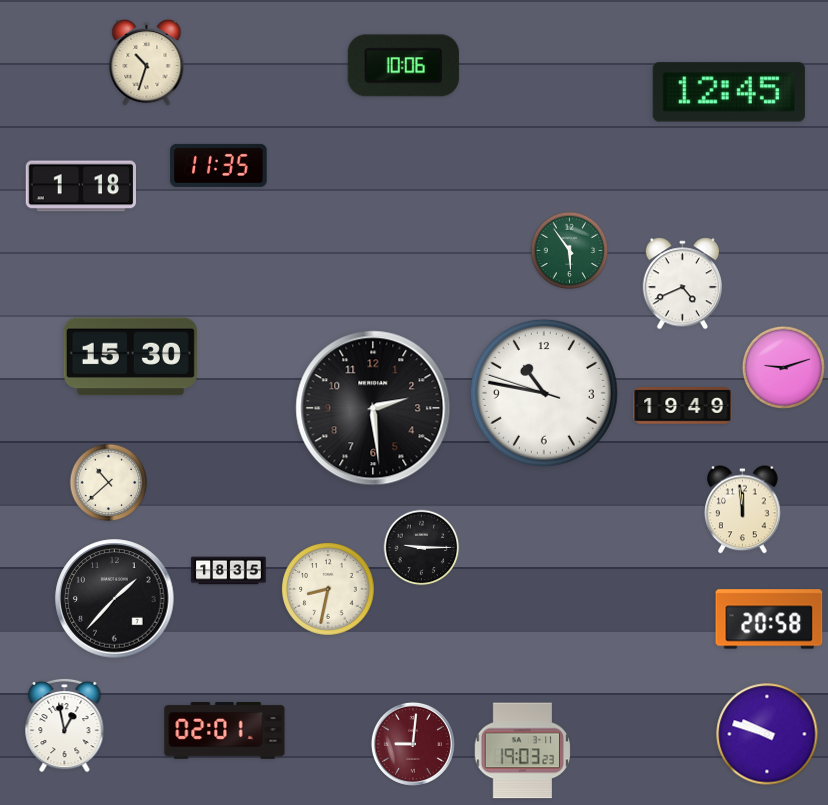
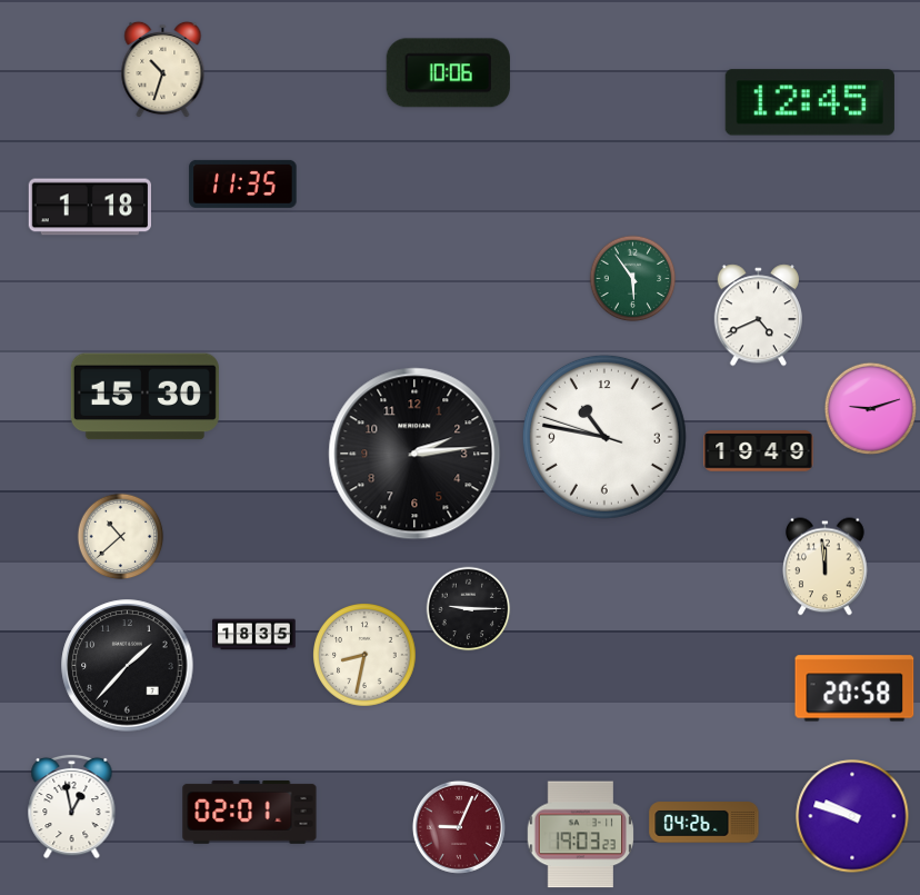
clock at (373, 408): 2:29 -> 2:14
clock at (704, 823): none -> 04:26
clock at (413, 744): 9:01 -> 9:04
